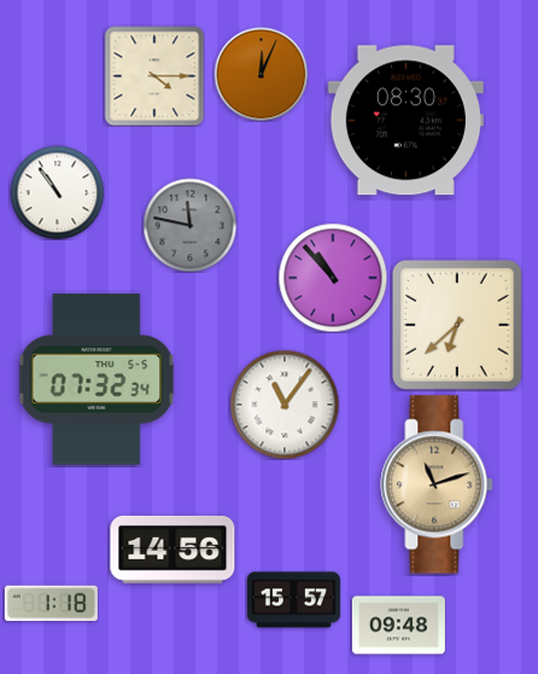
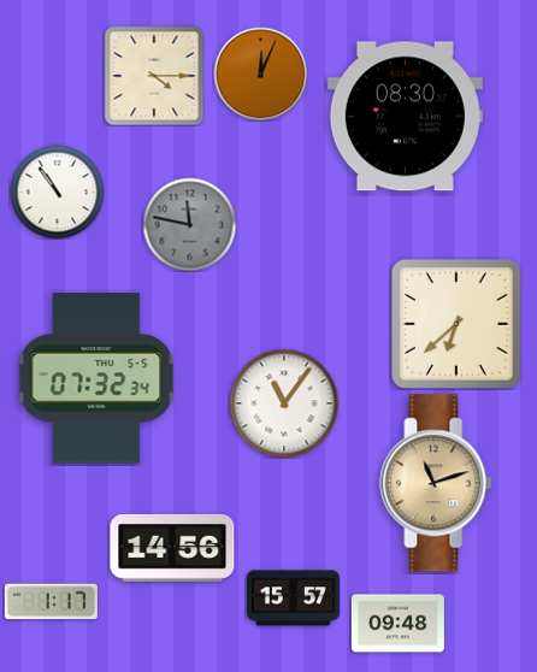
clock at (405, 121) position: (405, 121) -> (405, 117)
clock at (333, 278): 10:53 -> none
clock at (51, 604): 1:18 -> 1:17
